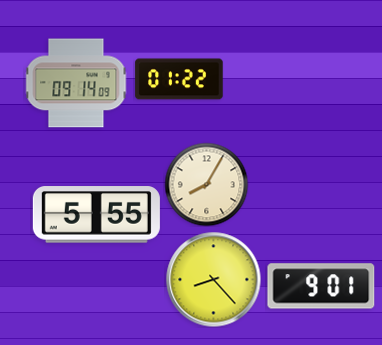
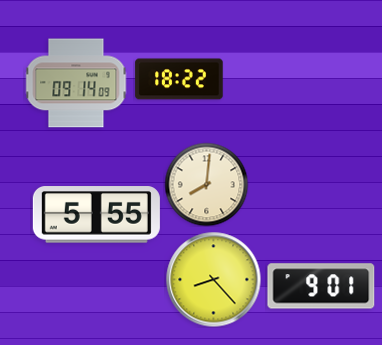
clock at (179, 79): 01:22 -> 18:22
clock at (206, 184): 8:05 -> 8:01
